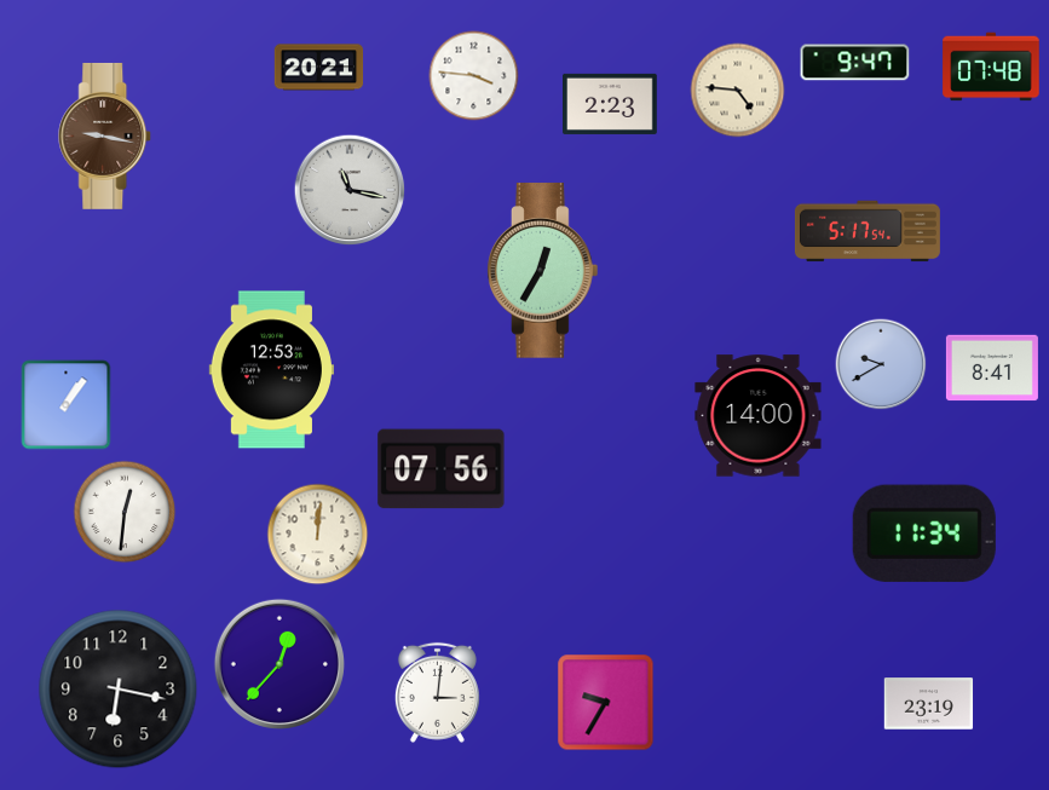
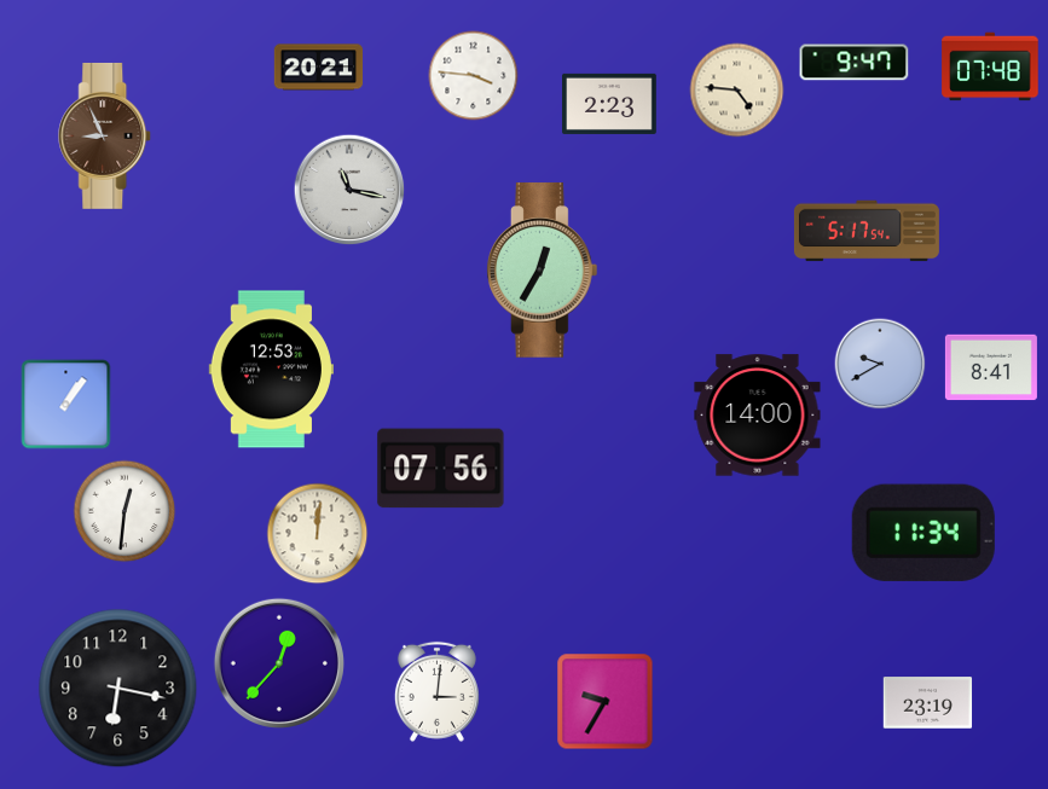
clock at (105, 135): 9:17 -> 8:56
